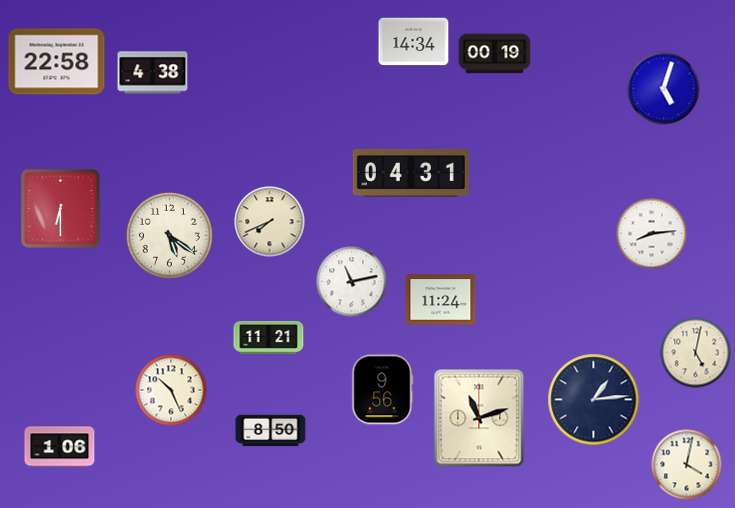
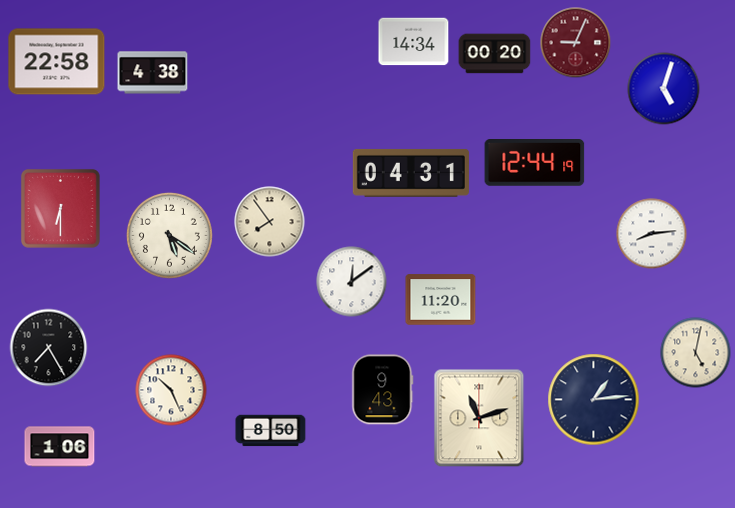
clock at (576, 43): none -> 9:04
clock at (495, 54): 00:19 -> 00:20
clock at (535, 163): none -> 12:44
clock at (270, 222): 7:41 -> 7:54
clock at (352, 282): 11:13 -> 12:09
clock at (441, 300): 11:24 -> 11:20
clock at (269, 337): 11:21 -> none
clock at (49, 348): none -> 7:25
clock at (383, 390): 9:56 -> 9:43
clock at (687, 465): 4:02 -> none
